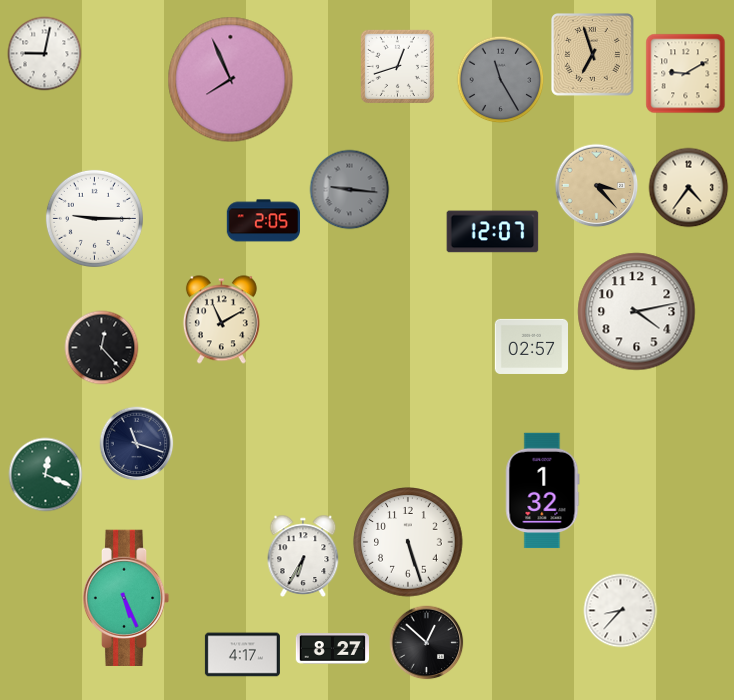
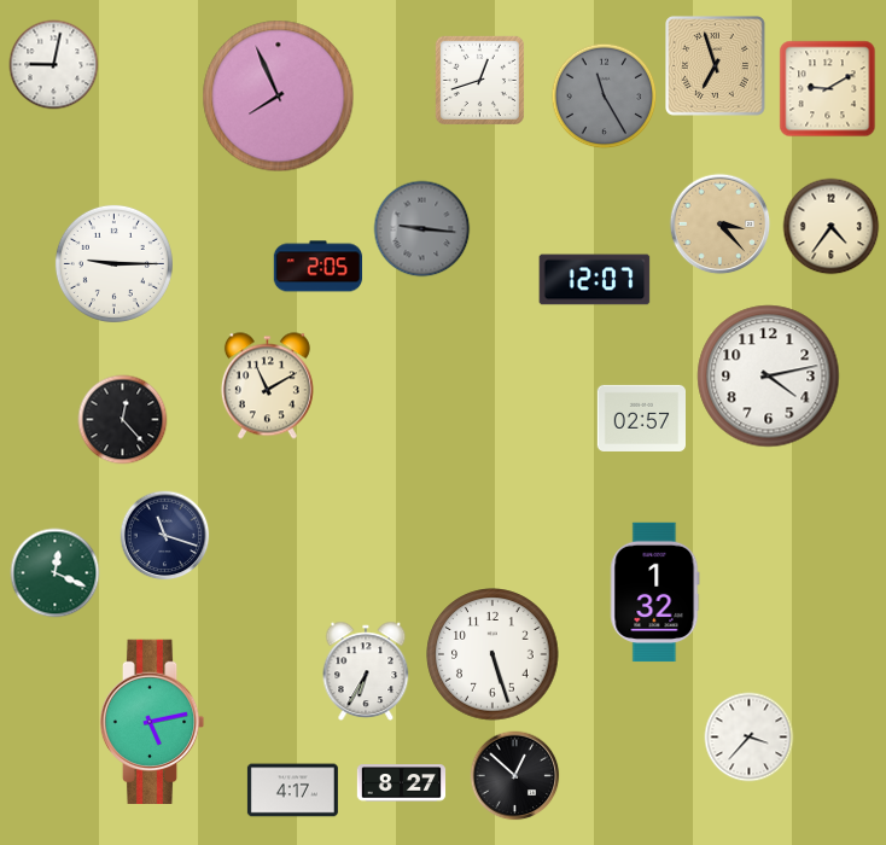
clock at (126, 598): 5:26 -> 5:13
clock at (621, 611): 8:37 -> 3:37
